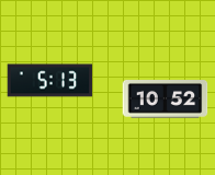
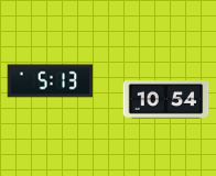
clock at (165, 100): 10:52 -> 10:54
